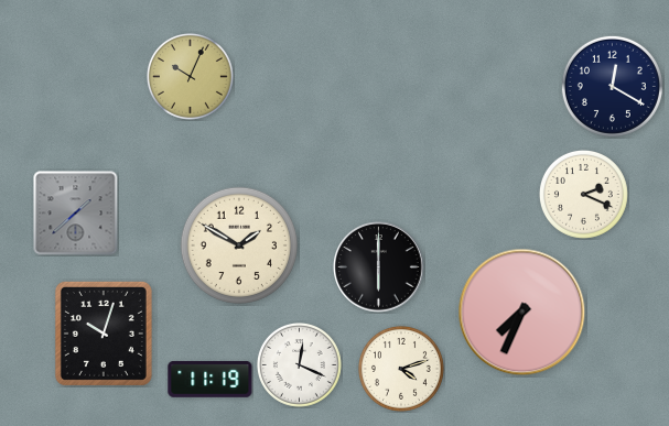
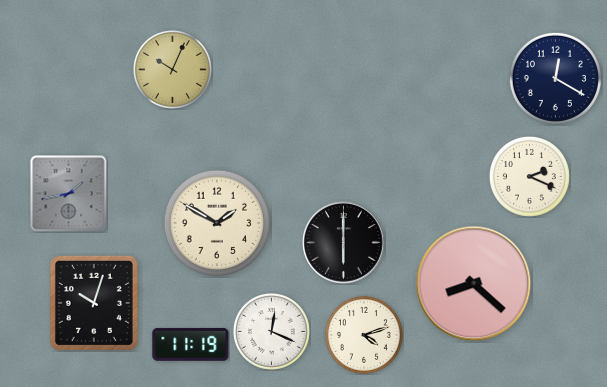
clock at (76, 214): 1:38 -> 1:43
clock at (522, 313): 7:34 -> 8:22
